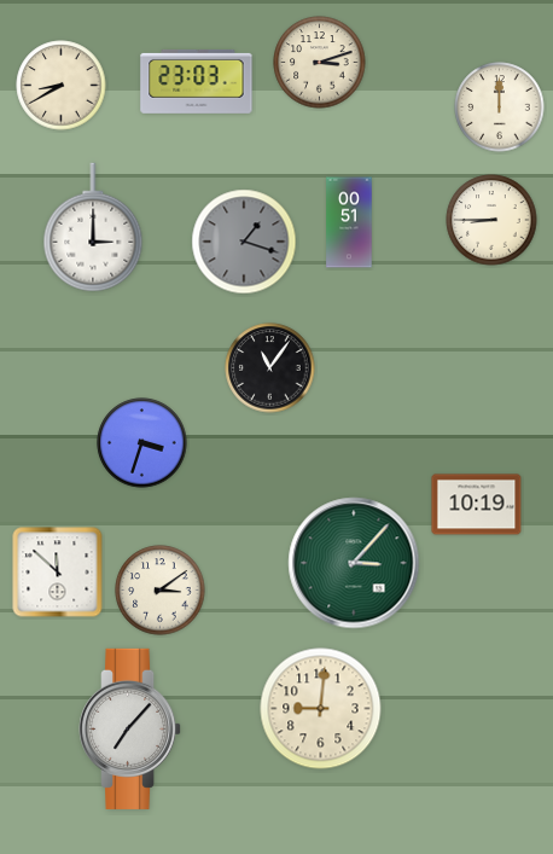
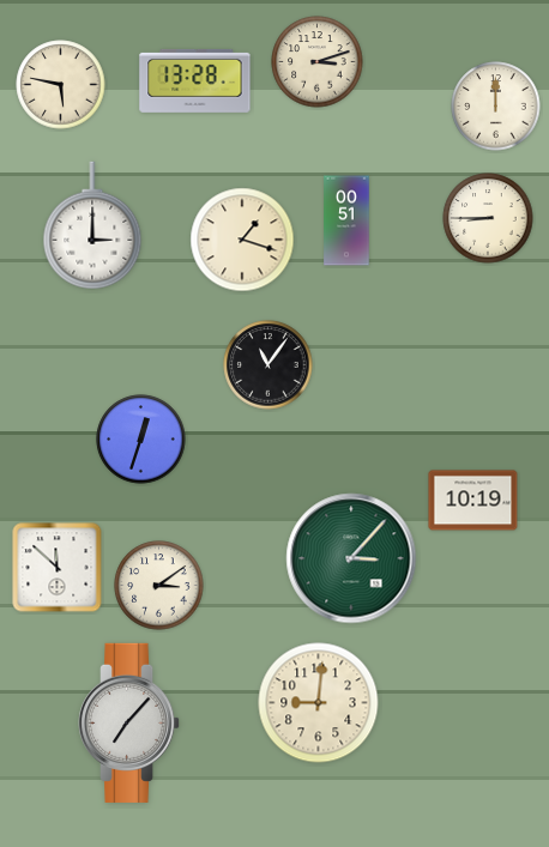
clock at (197, 81): 23:03 -> 13:28
clock at (62, 86): 8:40 -> 5:47
clock at (244, 242) dial: grey -> cream
clock at (142, 443): 3:33 -> 12:33
